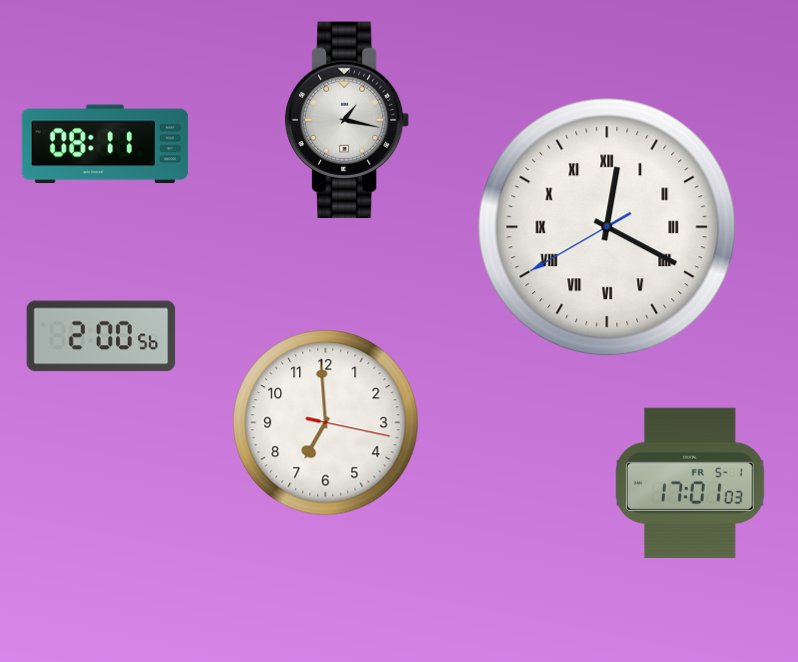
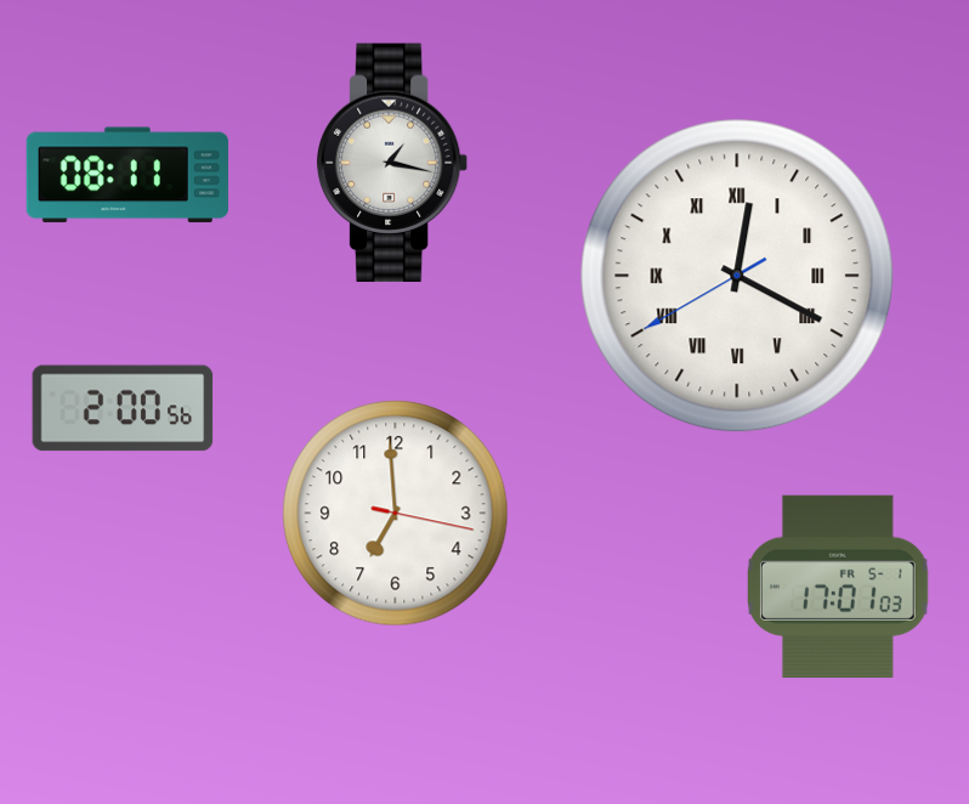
clock at (347, 120) position: (347, 120) -> (392, 163)
